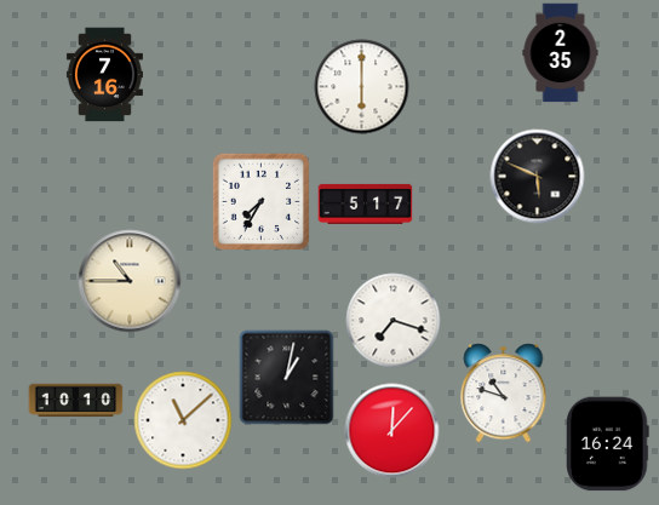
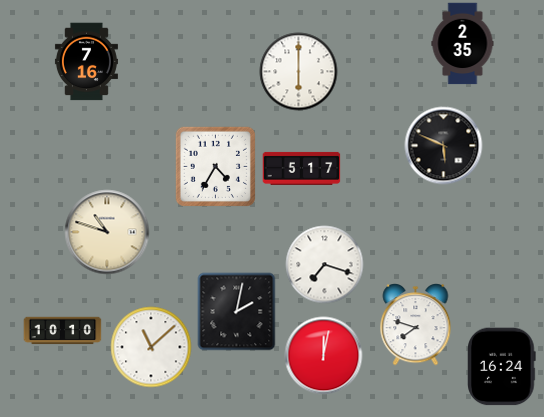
clock at (260, 201): 7:35 -> 4:35
clock at (130, 281): 10:45 -> 10:48
clock at (286, 377): 1:02 -> 2:02
clock at (504, 394): 10:48 -> 7:48
clock at (391, 430): 12:07 -> 12:02
